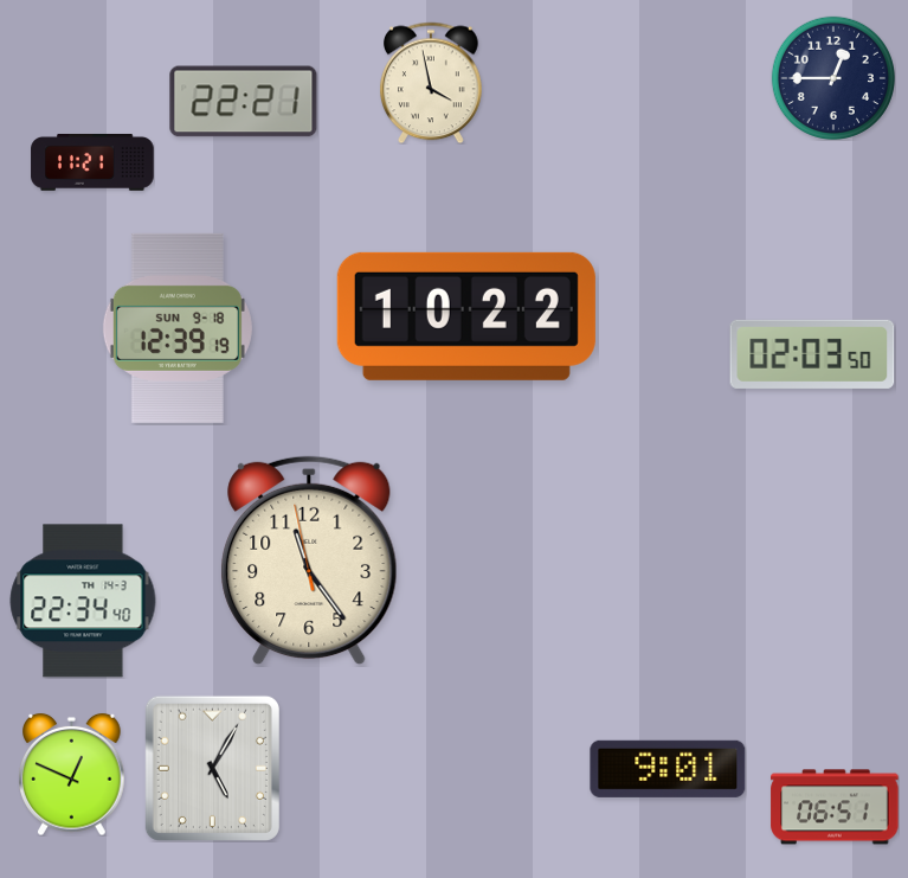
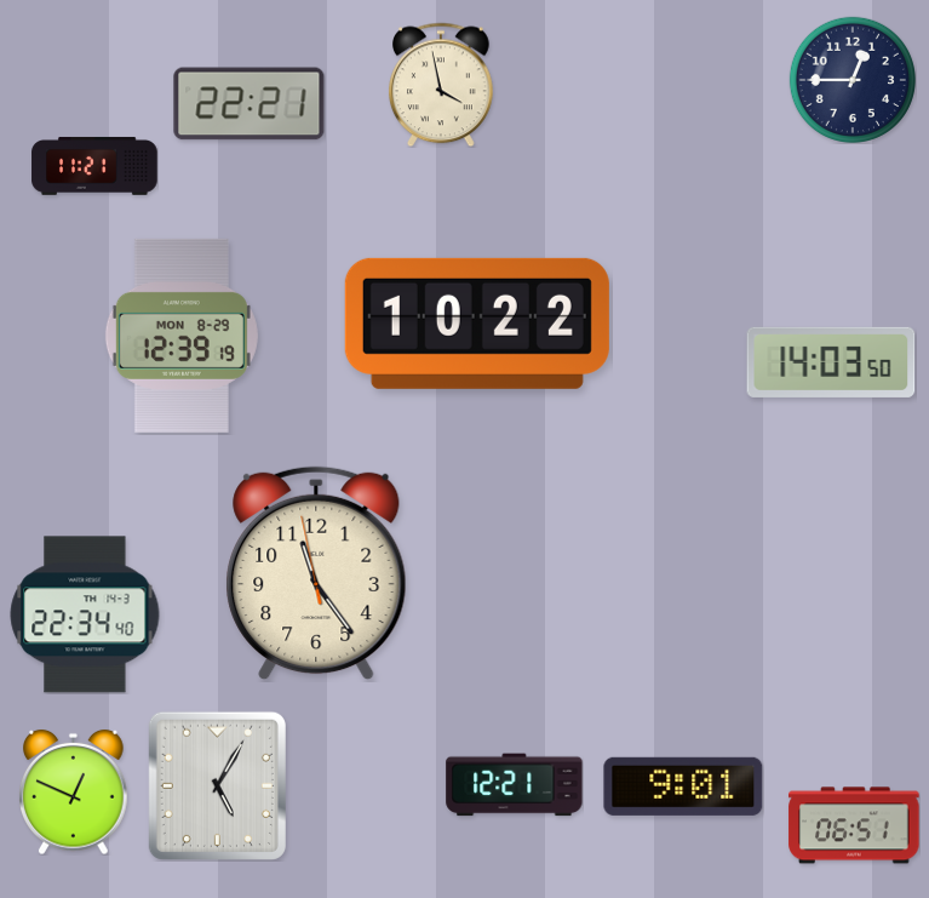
clock at (178, 328) date: SUN 9-18 -> MON 8-29
clock at (812, 354): 02:03 -> 14:03
clock at (515, 785): none -> 12:21
